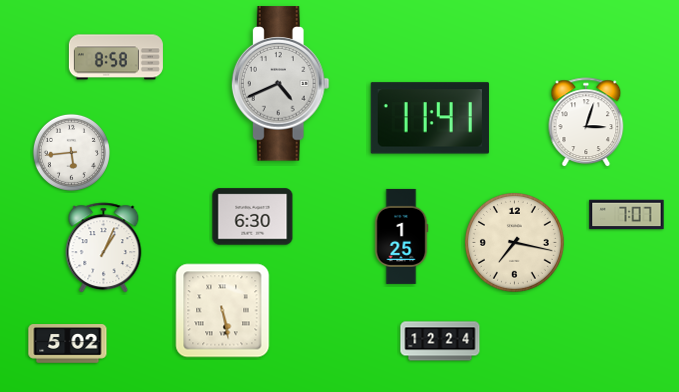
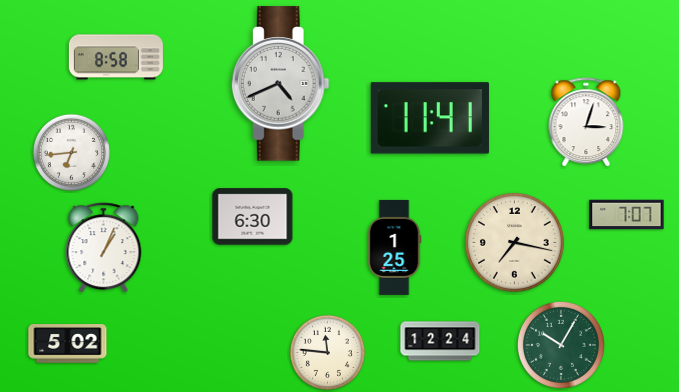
clock at (71, 152): 5:44 -> 6:44
clock at (401, 236) position: (401, 236) -> (394, 247)
clock at (223, 311): 5:28 -> none
clock at (561, 345): none -> 10:05
clock at (327, 352): none -> 11:46
